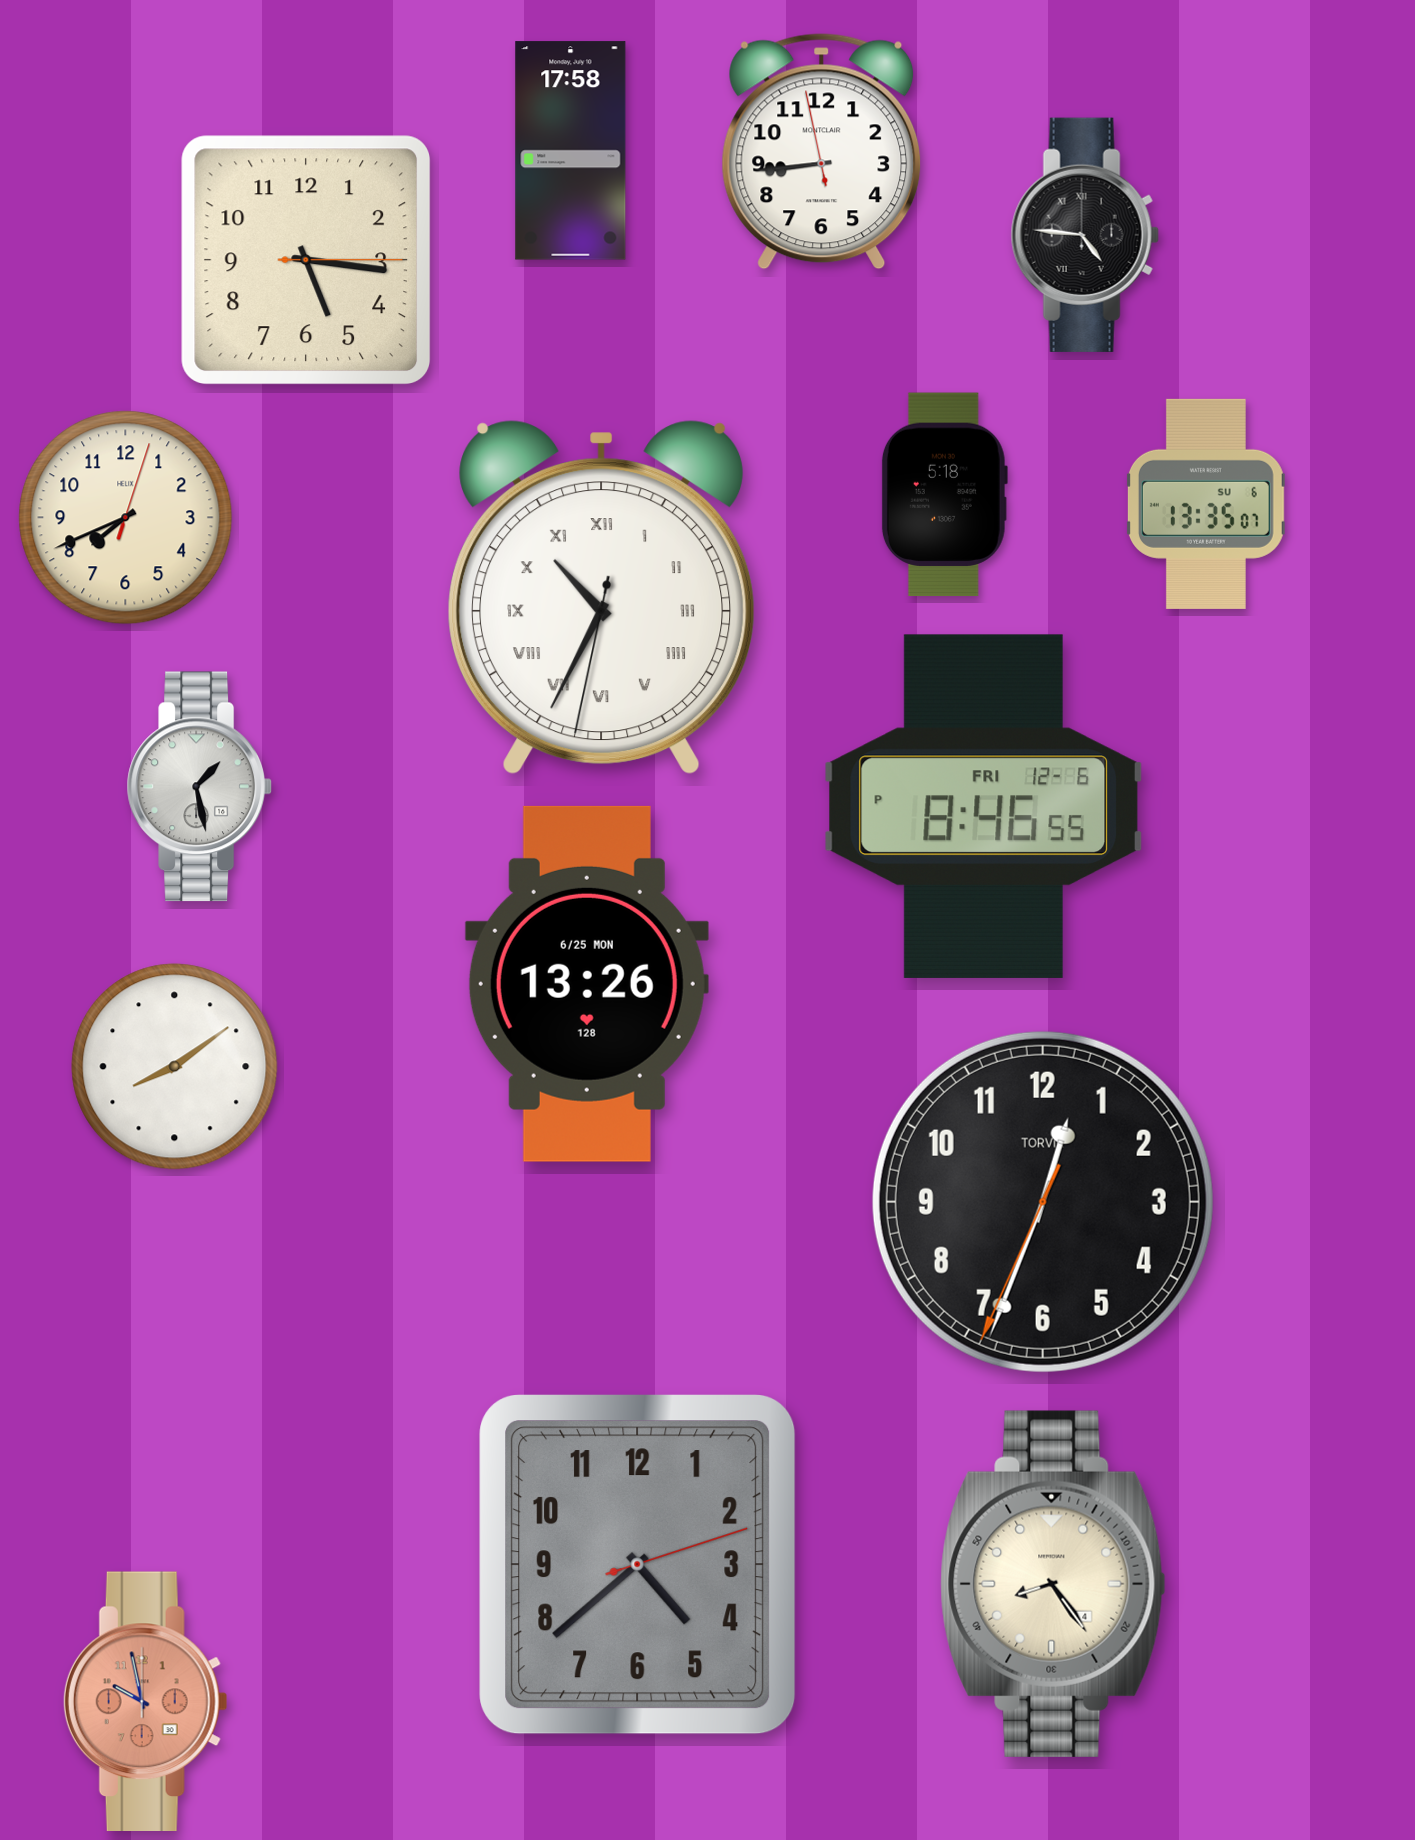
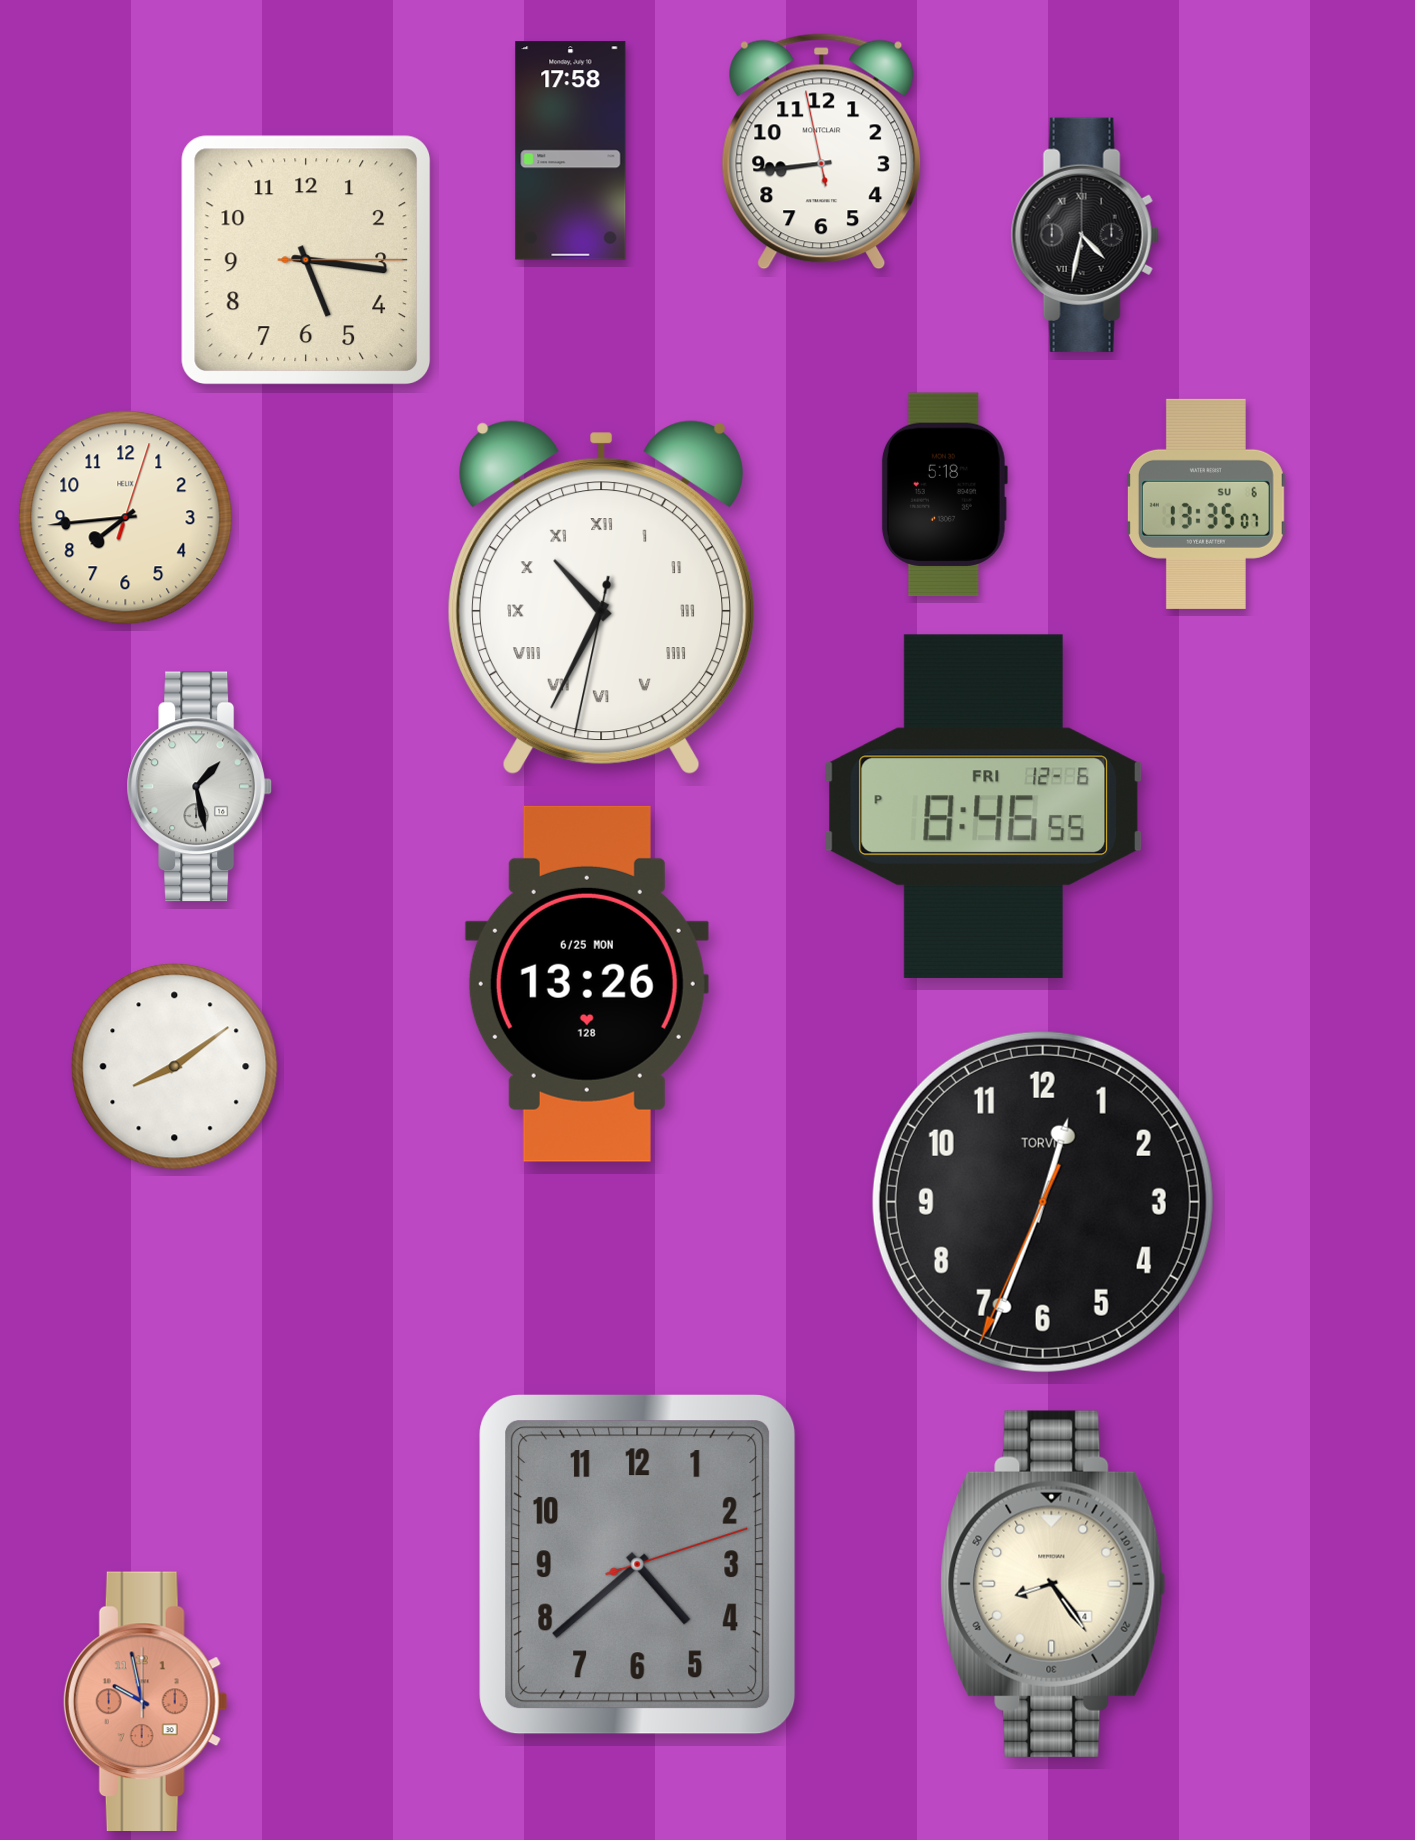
clock at (1085, 235): 4:46 -> 4:32
clock at (126, 518): 7:41 -> 7:44
